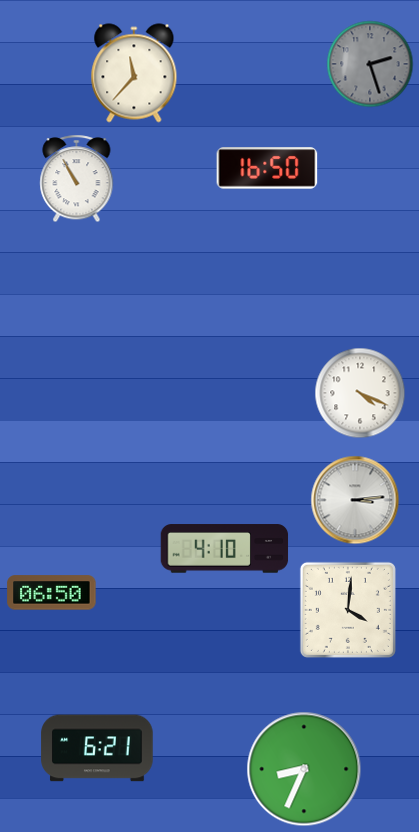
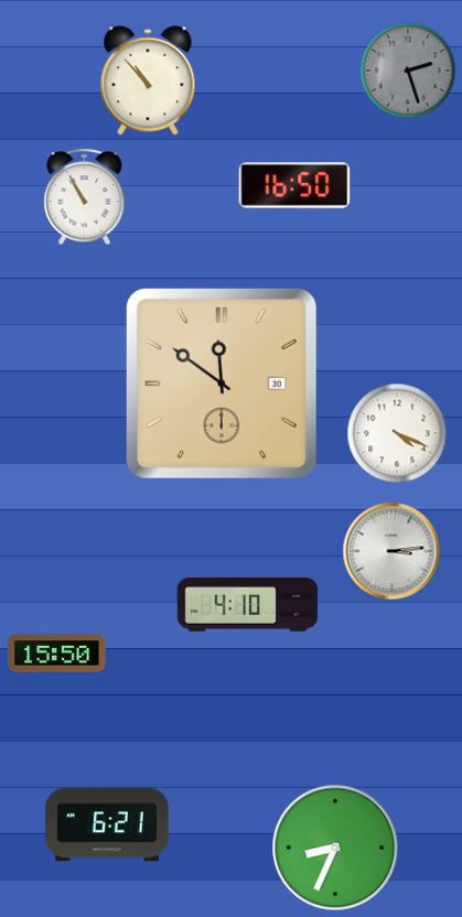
clock at (134, 73): 11:37 -> 10:53
clock at (222, 384): none -> 11:51
clock at (52, 593): 06:50 -> 15:50
clock at (348, 610): 4:01 -> none
